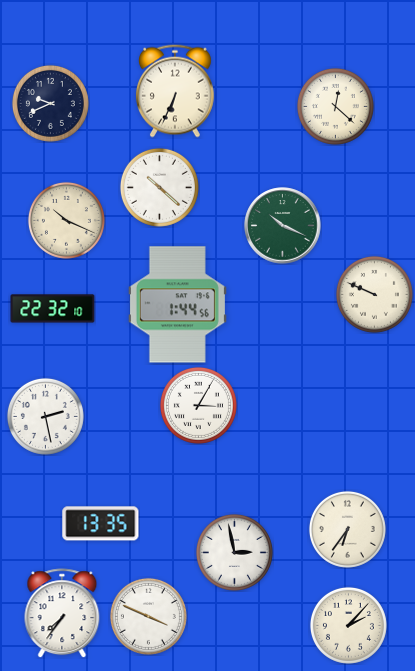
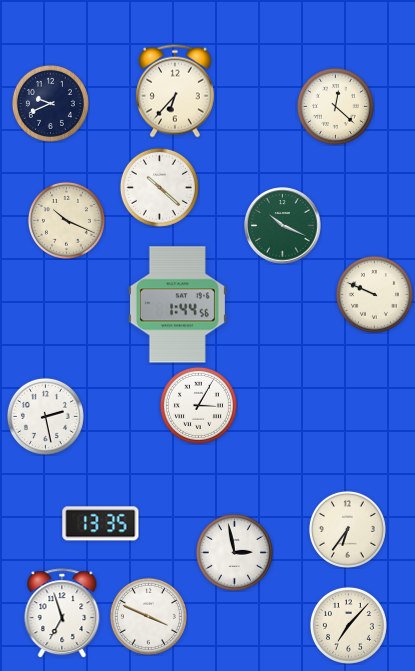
clock at (175, 91): 6:34 -> 6:37
clock at (53, 309): 22:32 -> none
clock at (62, 613): 7:36 -> 6:57
clock at (348, 625): 2:07 -> 7:07
